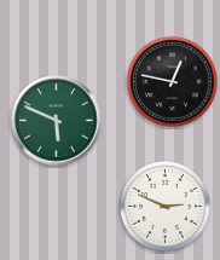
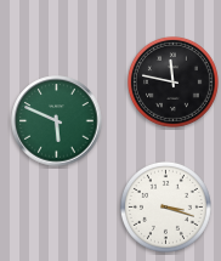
clock at (172, 81): 12:47 -> 11:47
clock at (164, 206): 2:49 -> 3:18
